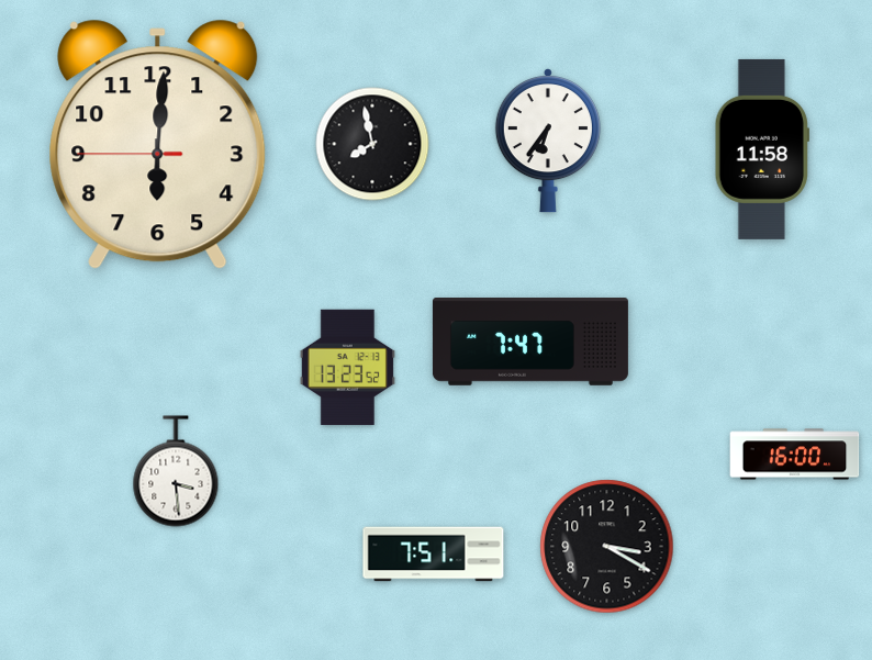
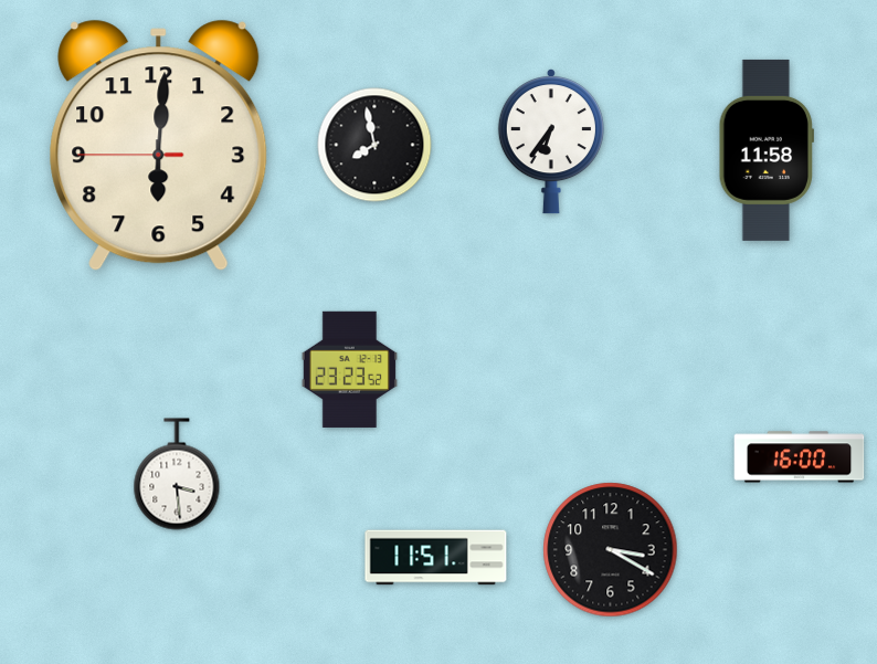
clock at (530, 343): 7:47 -> none
clock at (347, 367): 13:23 -> 23:23
clock at (434, 555): 7:51 -> 11:51
